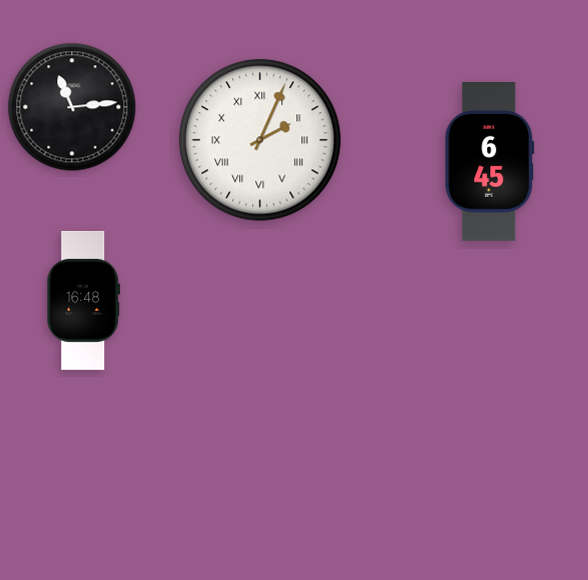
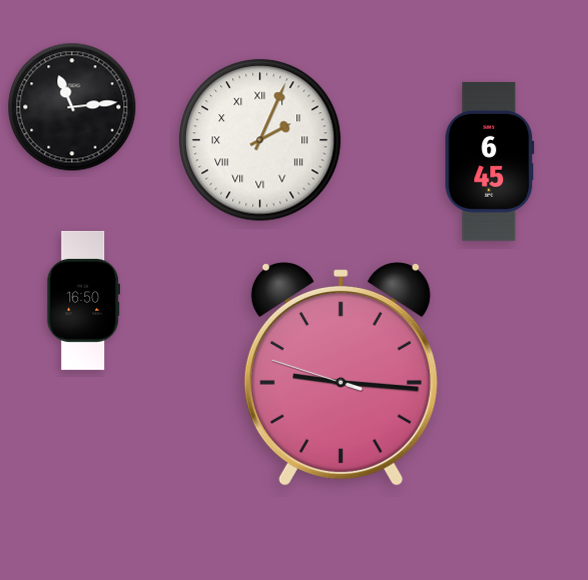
clock at (84, 300): 16:48 -> 16:50
clock at (341, 375): none -> 9:15
